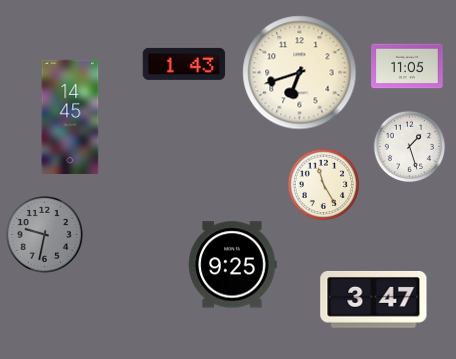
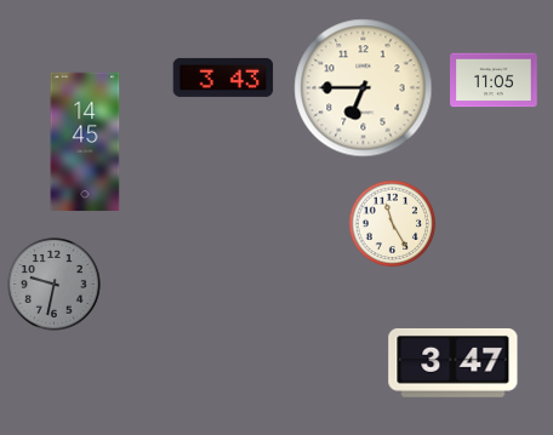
clock at (184, 64): 1:43 -> 3:43
clock at (300, 73): 6:42 -> 6:45
clock at (410, 147): 1:27 -> none
clock at (232, 265): 9:25 -> none
